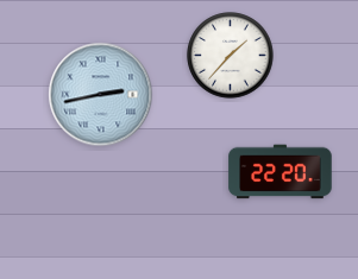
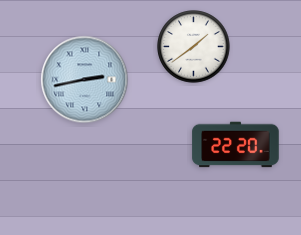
clock at (231, 56): 1:37 -> 1:39
